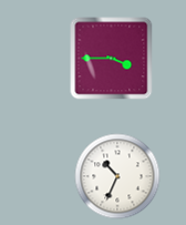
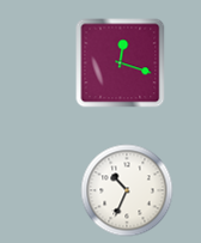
clock at (112, 59): 3:45 -> 12:18
